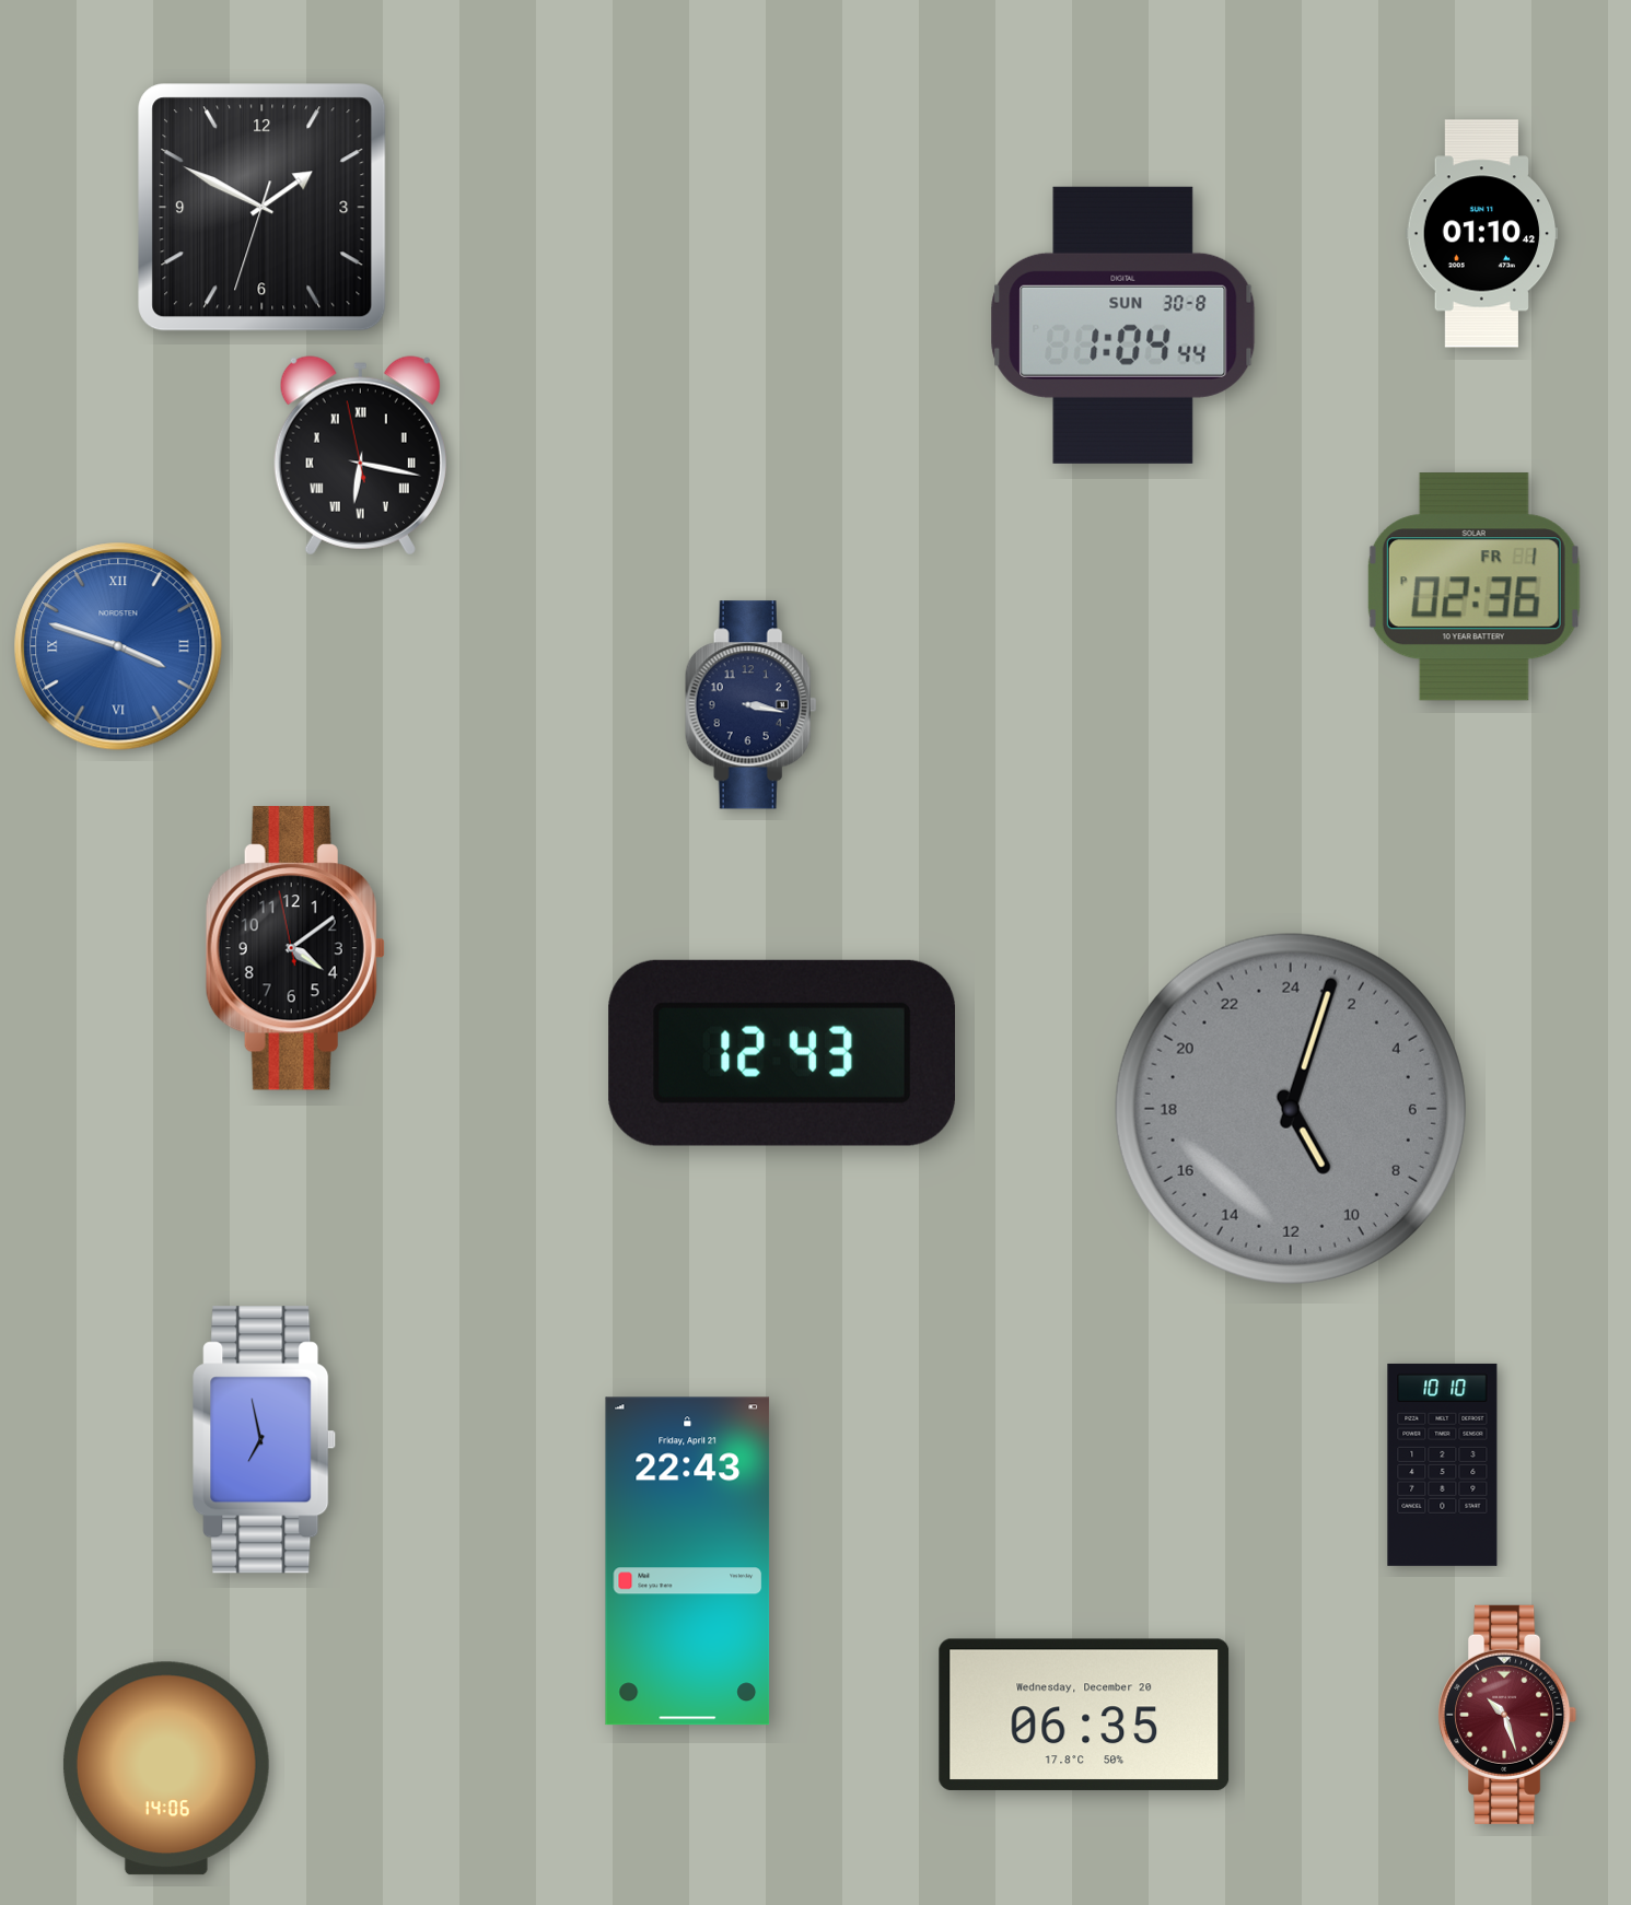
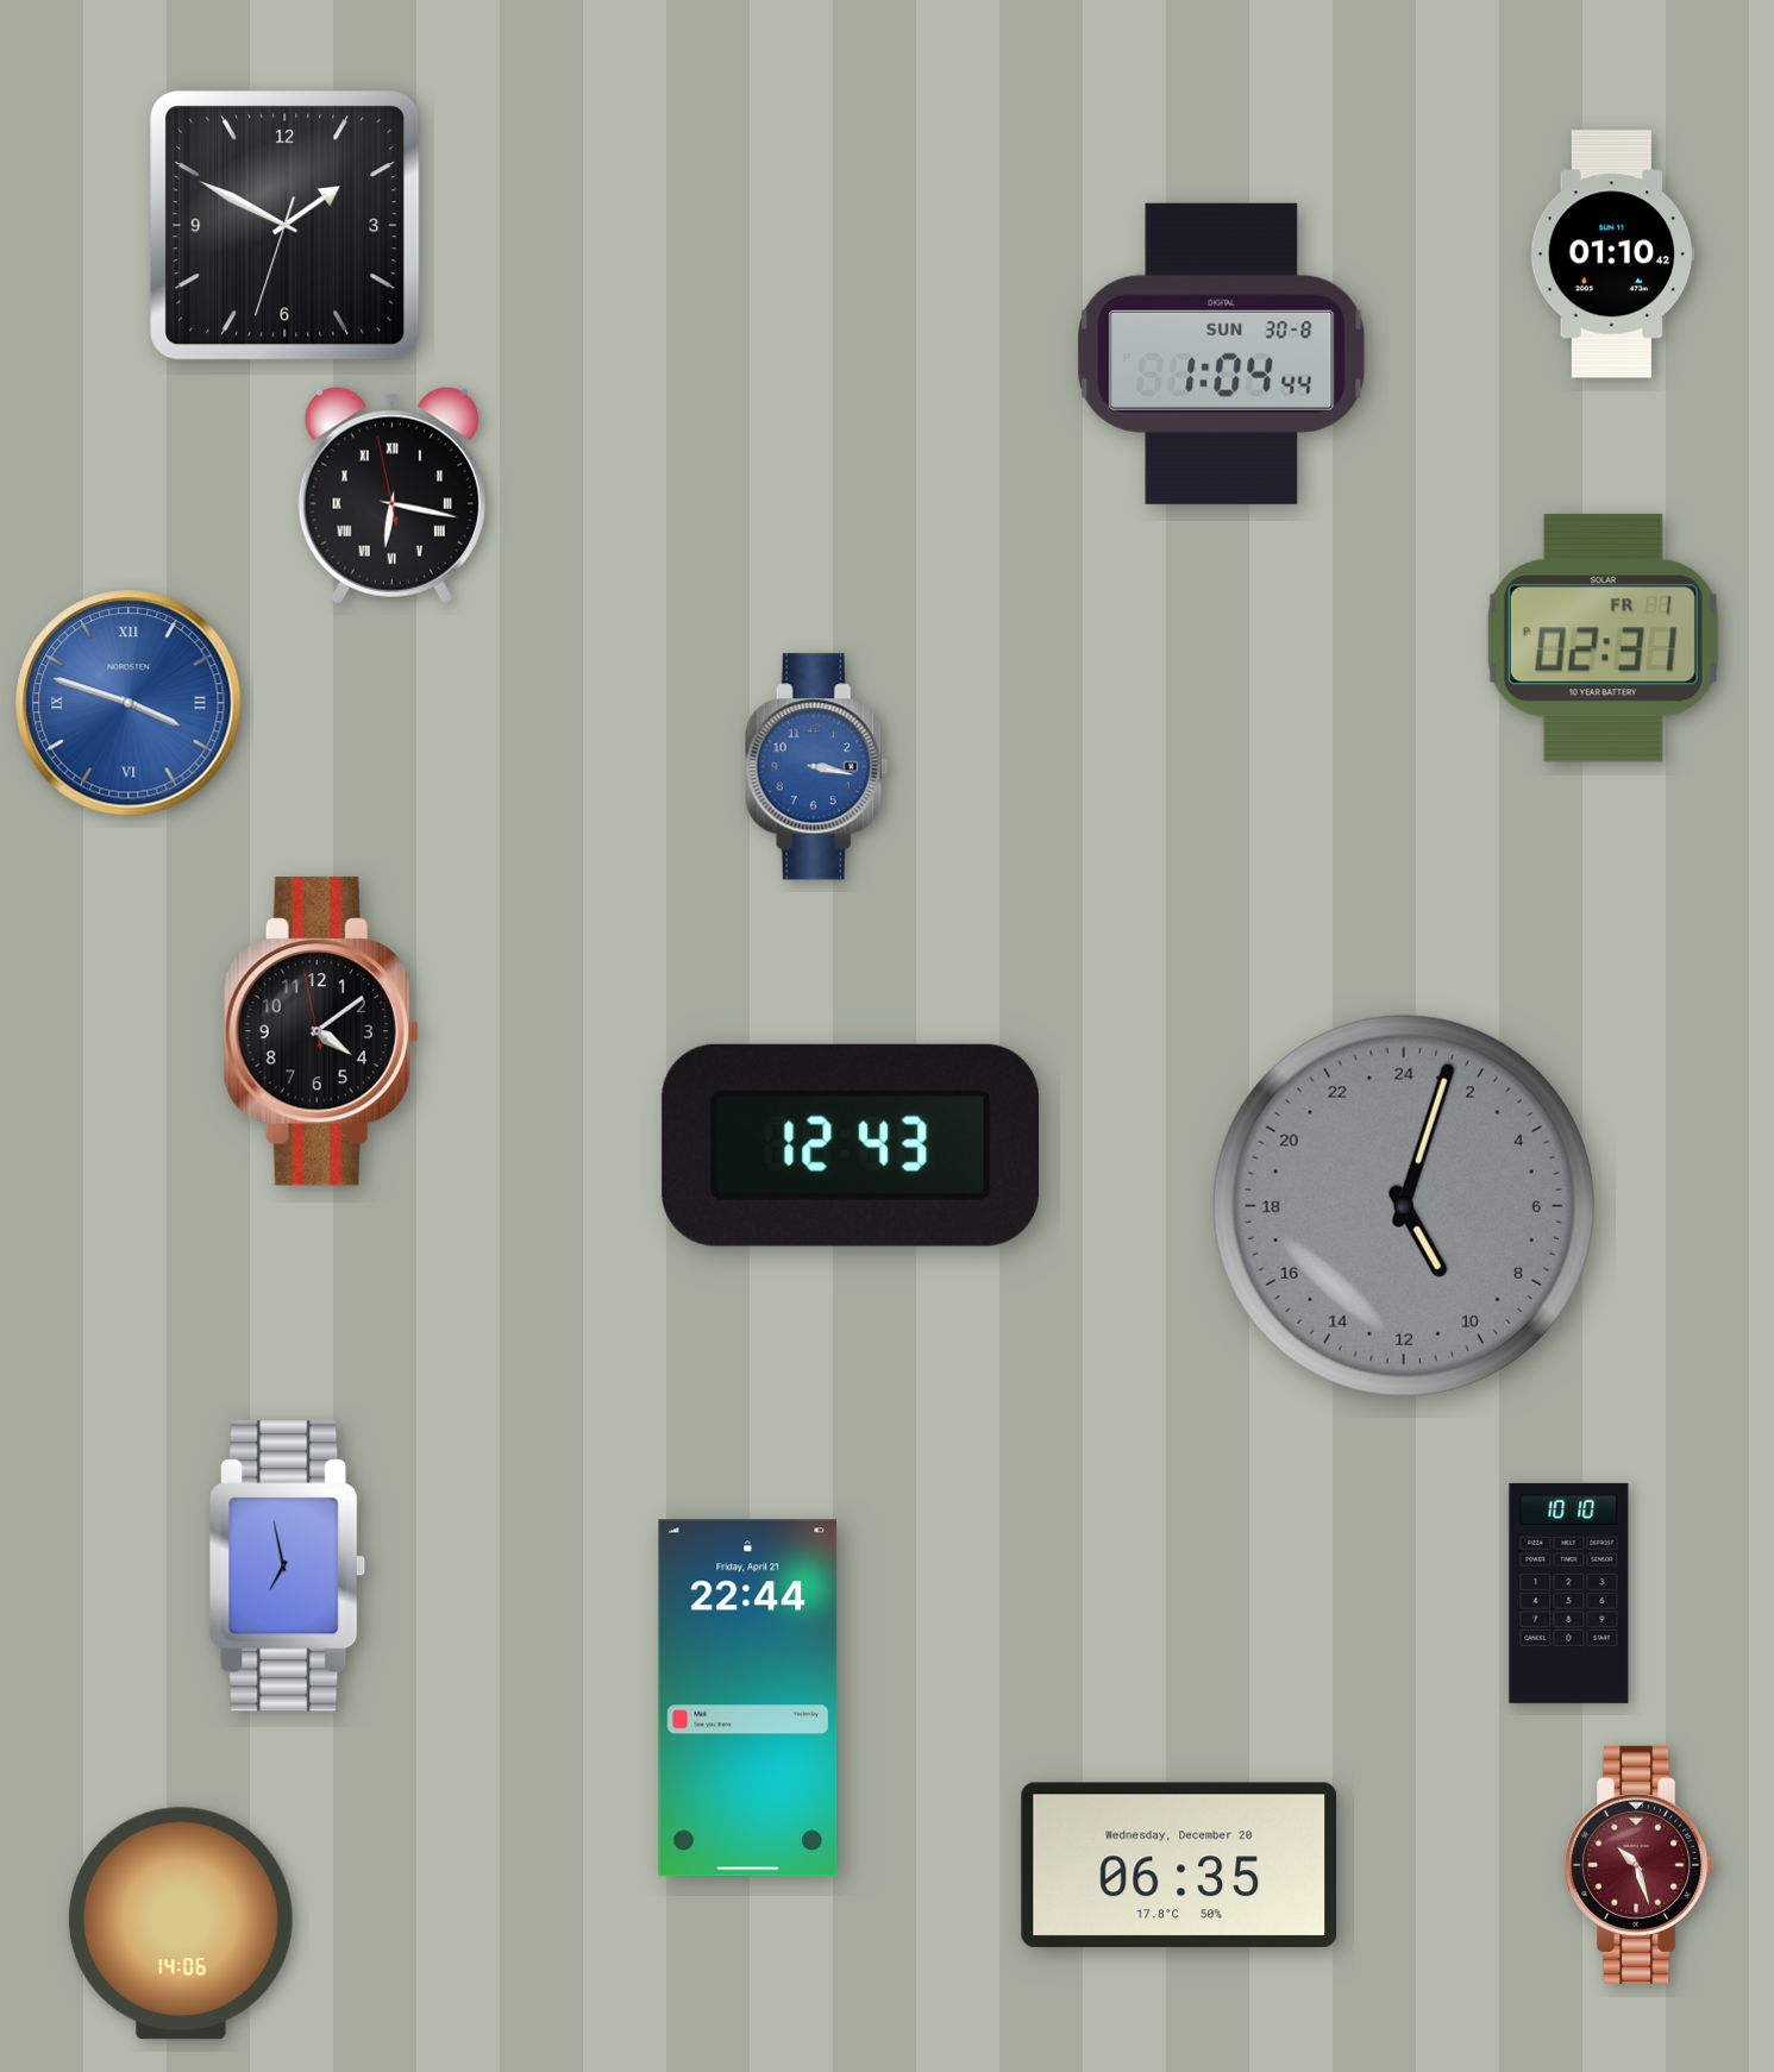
clock at (1473, 587): 02:36 -> 02:31
clock at (750, 705) dial: navy -> blue
clock at (688, 1562): 22:43 -> 22:44
